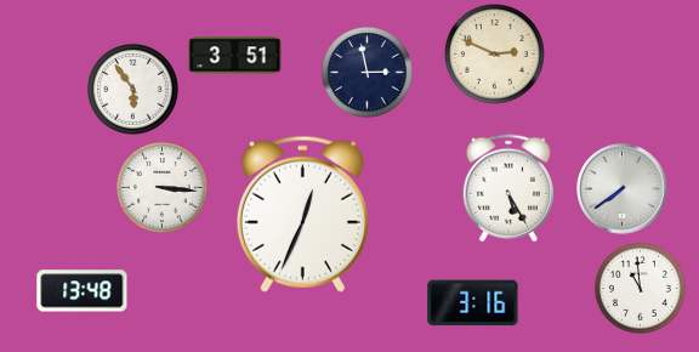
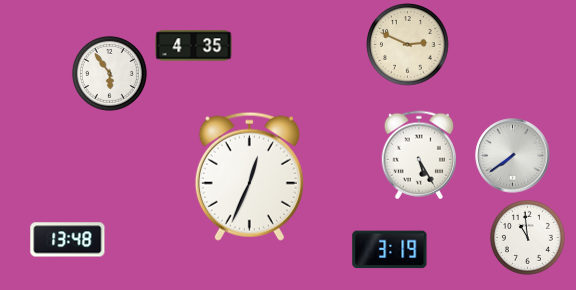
clock at (235, 56): 3:51 -> 4:35
clock at (368, 73): 2:58 -> none
clock at (163, 188): 3:16 -> none
clock at (473, 303): 3:16 -> 3:19
